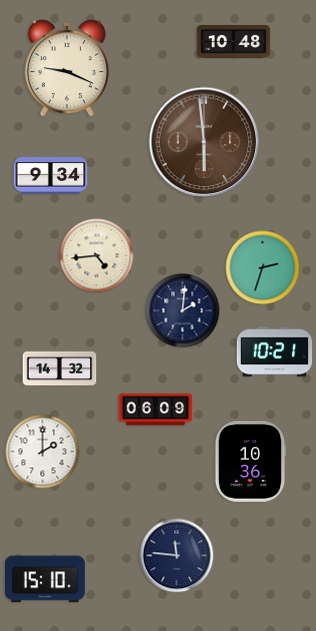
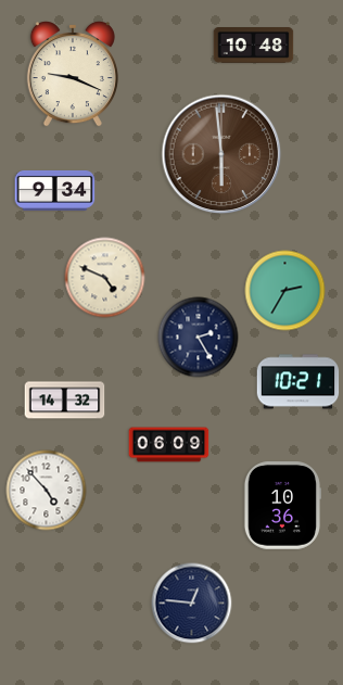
clock at (97, 256): 4:44 -> 4:49
clock at (263, 268): 2:33 -> 2:35
clock at (183, 311): 2:01 -> 2:25
clock at (43, 452): 2:00 -> 4:53
clock at (249, 462) position: (249, 462) -> (281, 506)
clock at (177, 556): 11:46 -> 12:46
clock at (45, 579): 15:10 -> none
